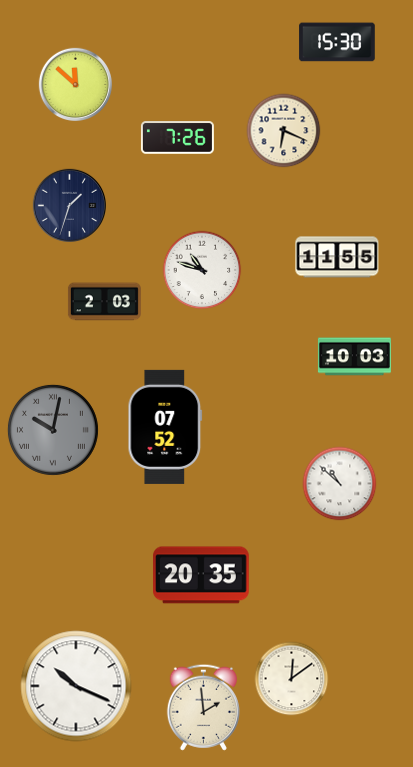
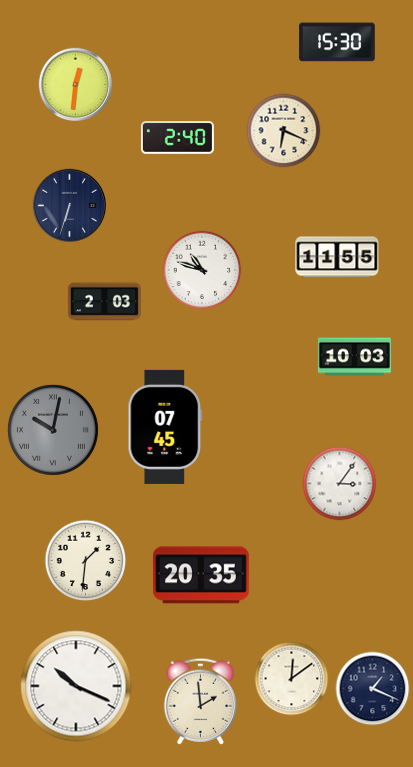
clock at (75, 84): 11:52 -> 12:31
clock at (177, 138): 7:26 -> 2:40
clock at (69, 205): 1:33 -> 6:33
clock at (165, 427): 07:52 -> 07:45
clock at (340, 484): 10:52 -> 3:06
clock at (86, 561): none -> 1:31
clock at (373, 689): none -> 1:19
clock at (203, 707) position: (203, 707) -> (200, 701)
